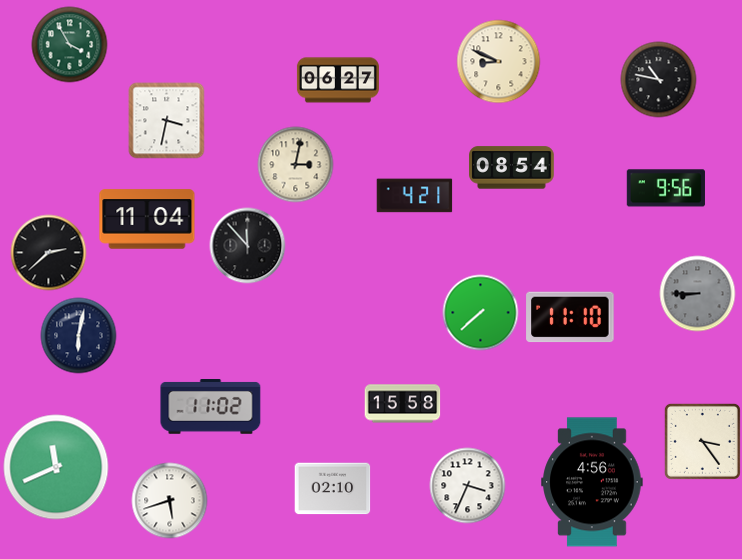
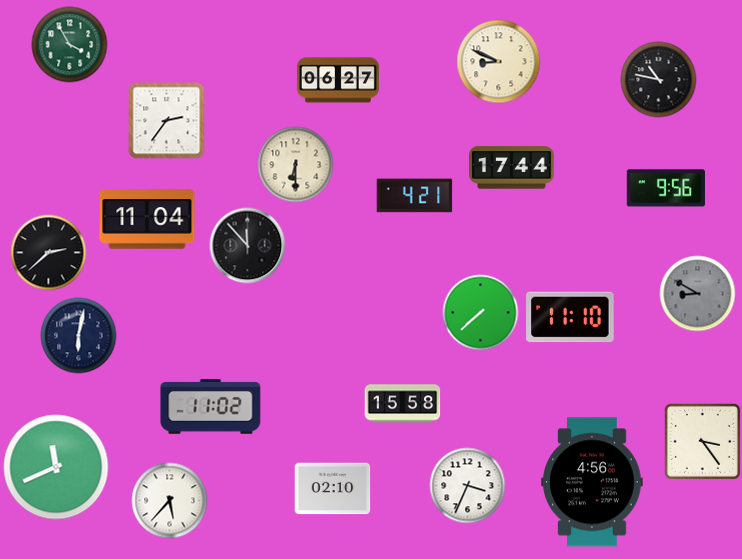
clock at (167, 121): 3:32 -> 2:36
clock at (296, 165): 3:02 -> 6:30
clock at (512, 168): 08:54 -> 17:44
clock at (698, 294): 8:45 -> 8:50
clock at (170, 501): 5:42 -> 5:37
